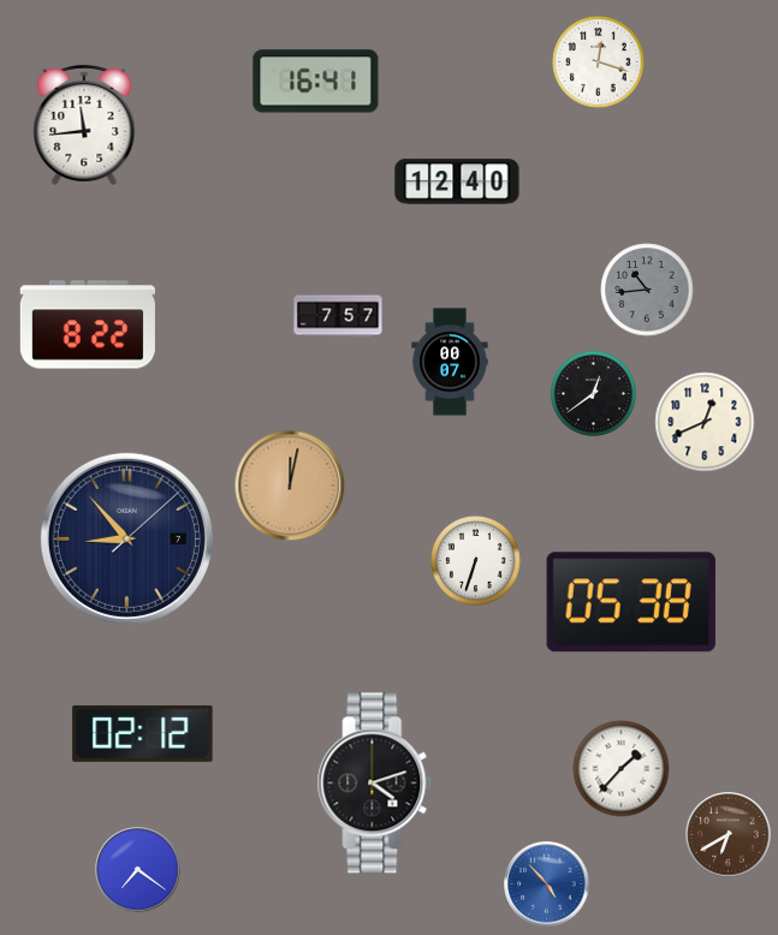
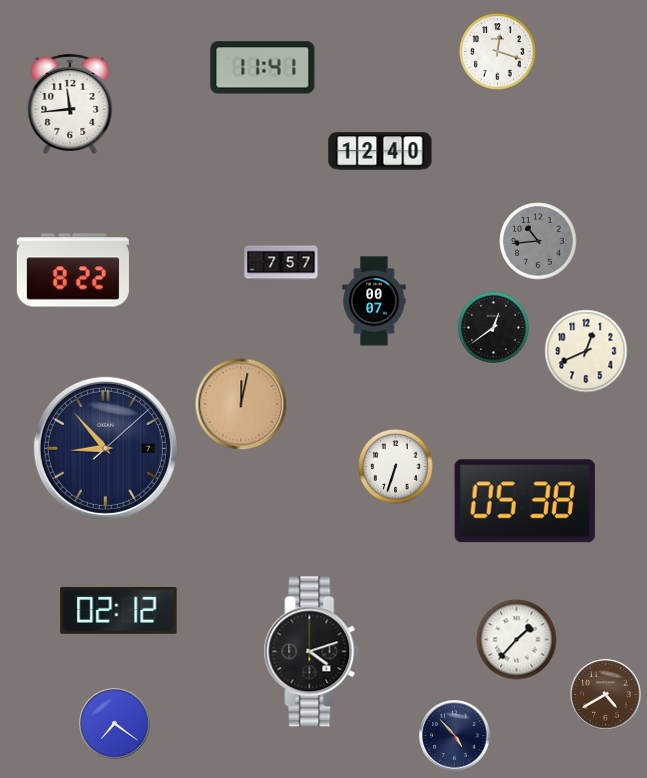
clock at (316, 82): 16:41 -> 11:41
clock at (729, 835): 6:40 -> 4:40
clock at (547, 885) dial: blue -> navy
